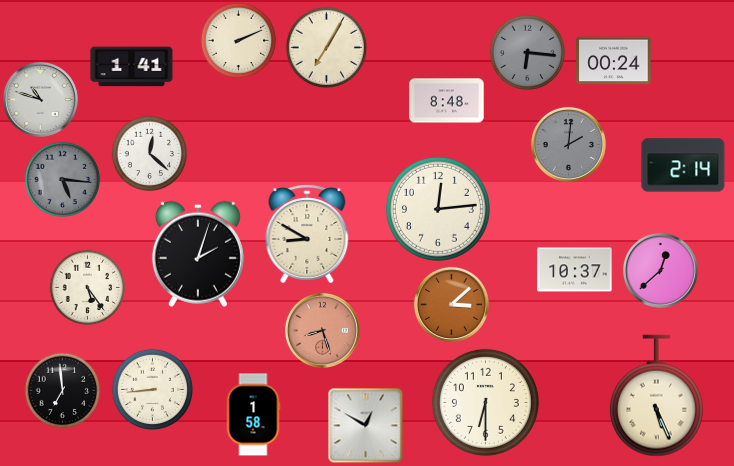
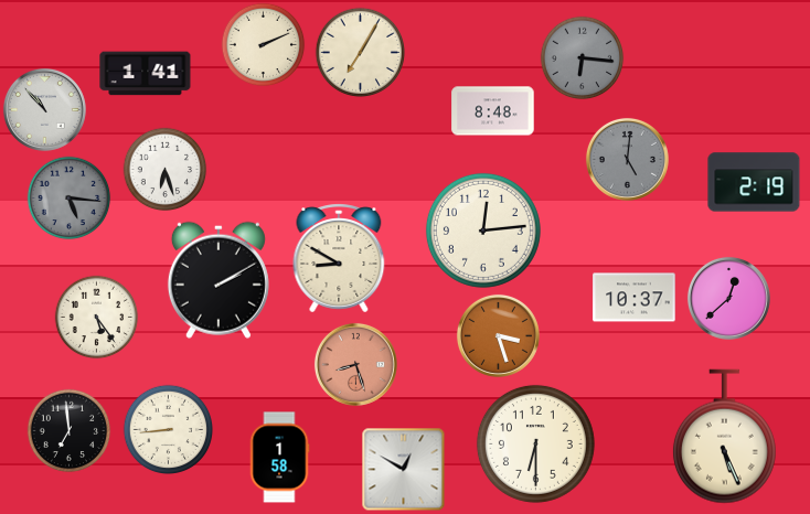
clock at (614, 61): 00:24 -> none
clock at (40, 99): 10:48 -> 10:53
clock at (568, 144): 2:01 -> 5:01
clock at (150, 154): 12:22 -> 6:27
clock at (683, 165): 2:14 -> 2:19
clock at (198, 254): 2:03 -> 2:10
clock at (451, 304): 3:08 -> 3:27
